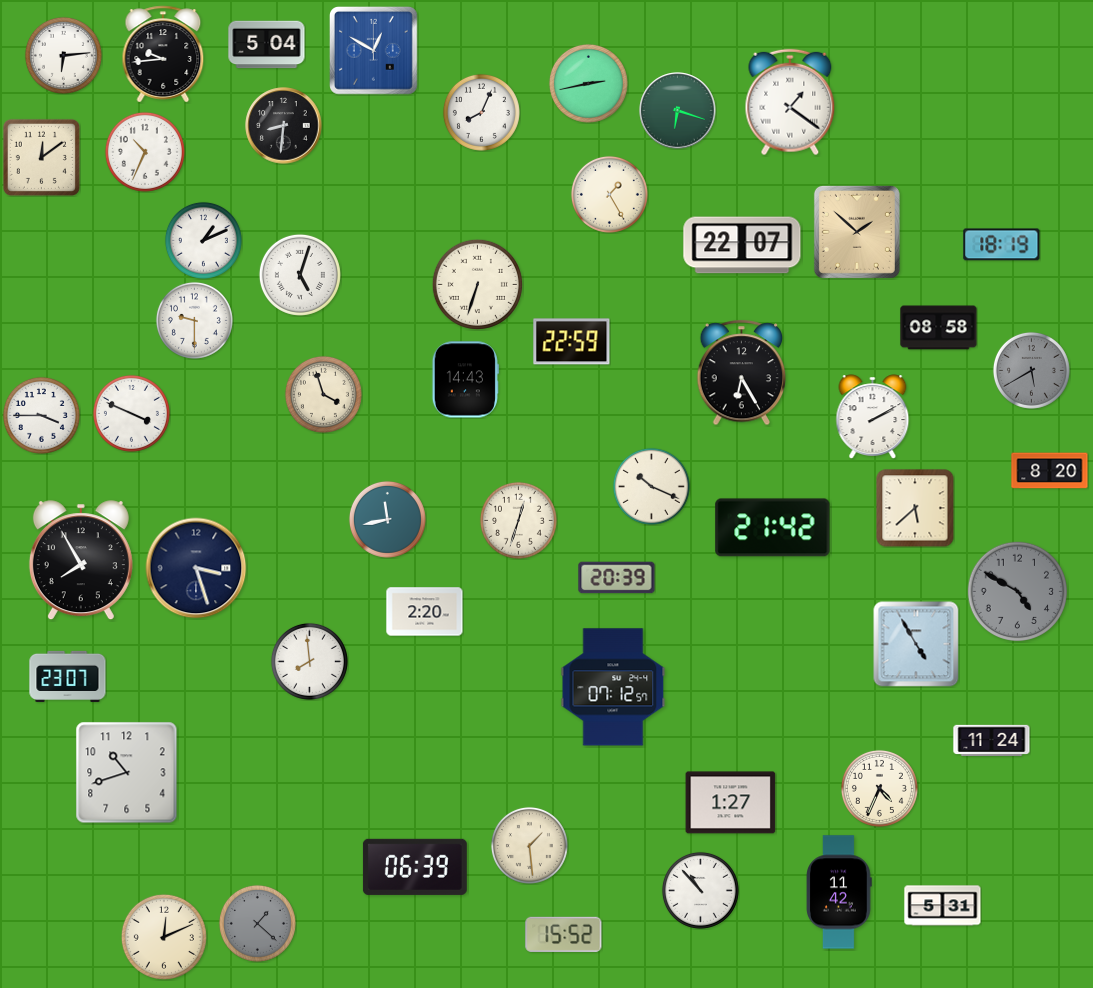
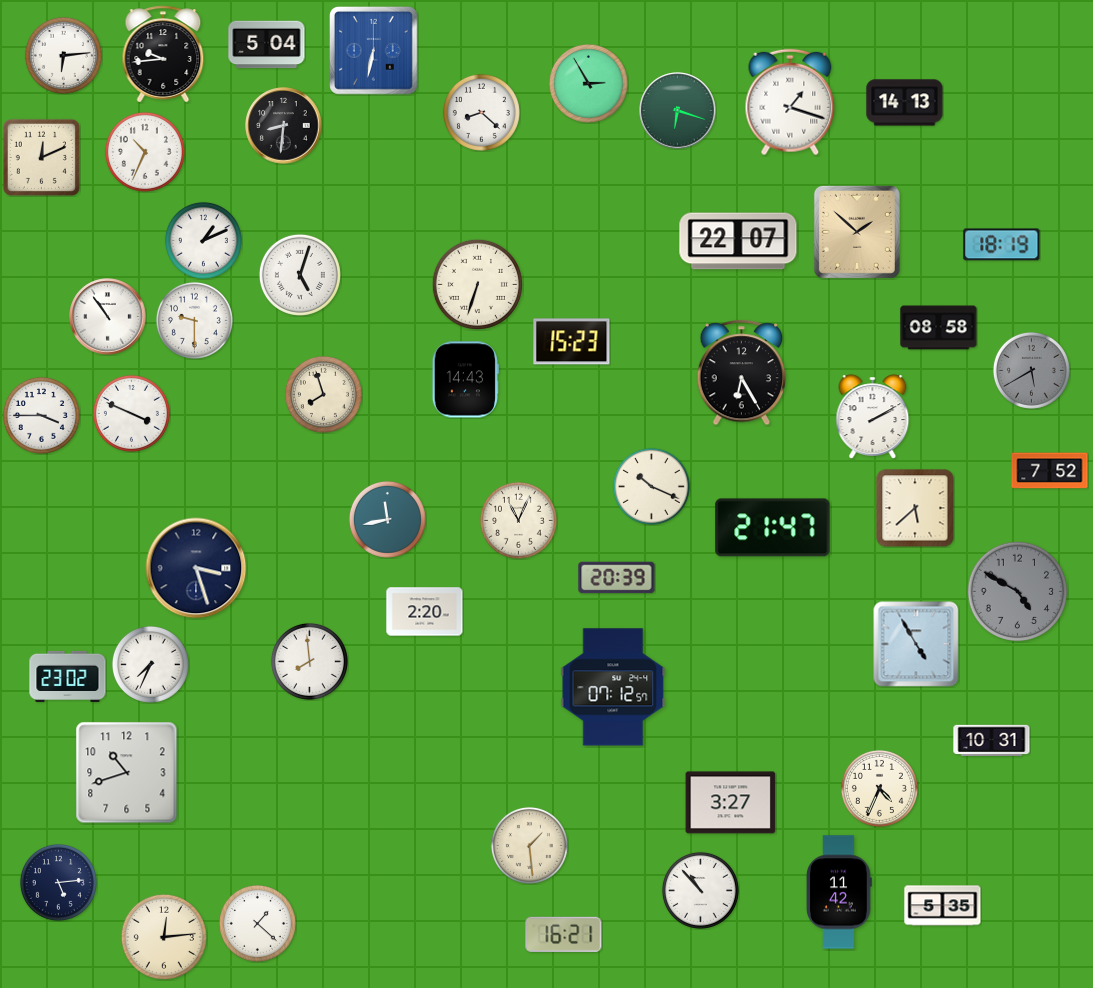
clock at (374, 51): 12:50 -> 6:32
clock at (588, 83): 2:43 -> 2:55
clock at (790, 102): 1:21 -> 1:18
clock at (905, 103): none -> 14:13
clock at (481, 112): 8:04 -> 8:22
clock at (41, 157): 12:09 -> 12:11
clock at (609, 194): 1:25 -> none
clock at (742, 245) position: (742, 245) -> (738, 241)
clock at (108, 317): none -> 10:54
clock at (572, 342): 22:59 -> 15:23
clock at (323, 394): 3:57 -> 7:57
clock at (1050, 471): 8:20 -> 7:52
clock at (518, 520): 12:33 -> 11:04
clock at (773, 528): 21:42 -> 21:47
clock at (81, 561): 7:55 -> none
clock at (150, 664): none -> 7:34
clock at (68, 676): 23:07 -> 23:02
clock at (992, 741): 11:24 -> 10:31
clock at (731, 803): 1:27 -> 3:27
clock at (415, 867): 06:39 -> none
clock at (58, 882): none -> 5:14
clock at (943, 906): 5:31 -> 5:35
clock at (257, 923) dial: grey -> white
clock at (564, 934): 15:52 -> 16:21
clock at (164, 937): 12:11 -> 12:14
